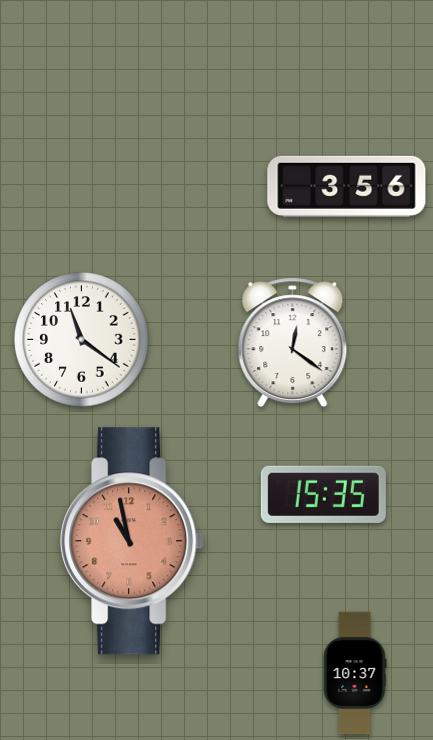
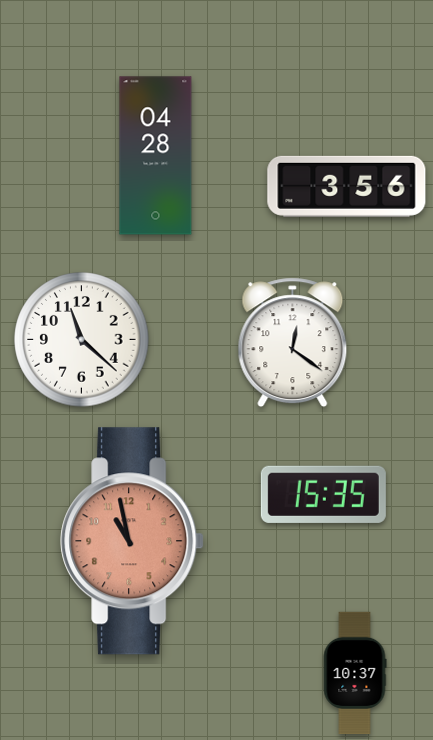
clock at (156, 156): none -> 04:28
clock at (82, 340): 11:21 -> 11:22
